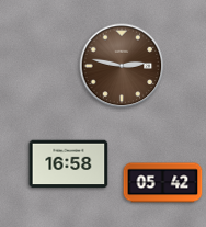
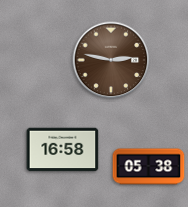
clock at (163, 183): 05:42 -> 05:38
